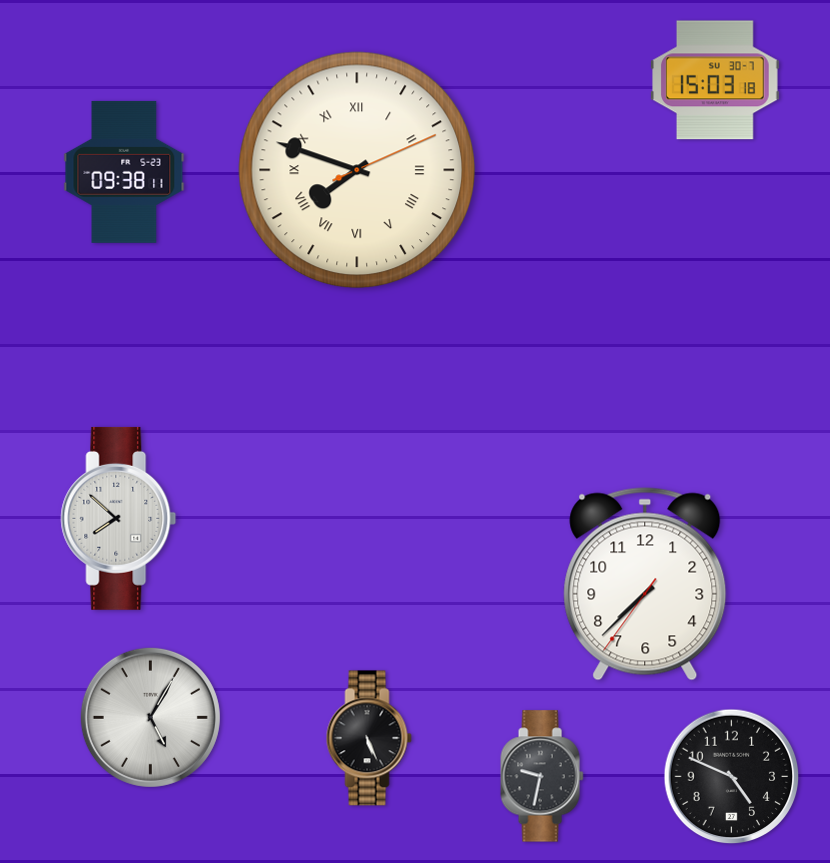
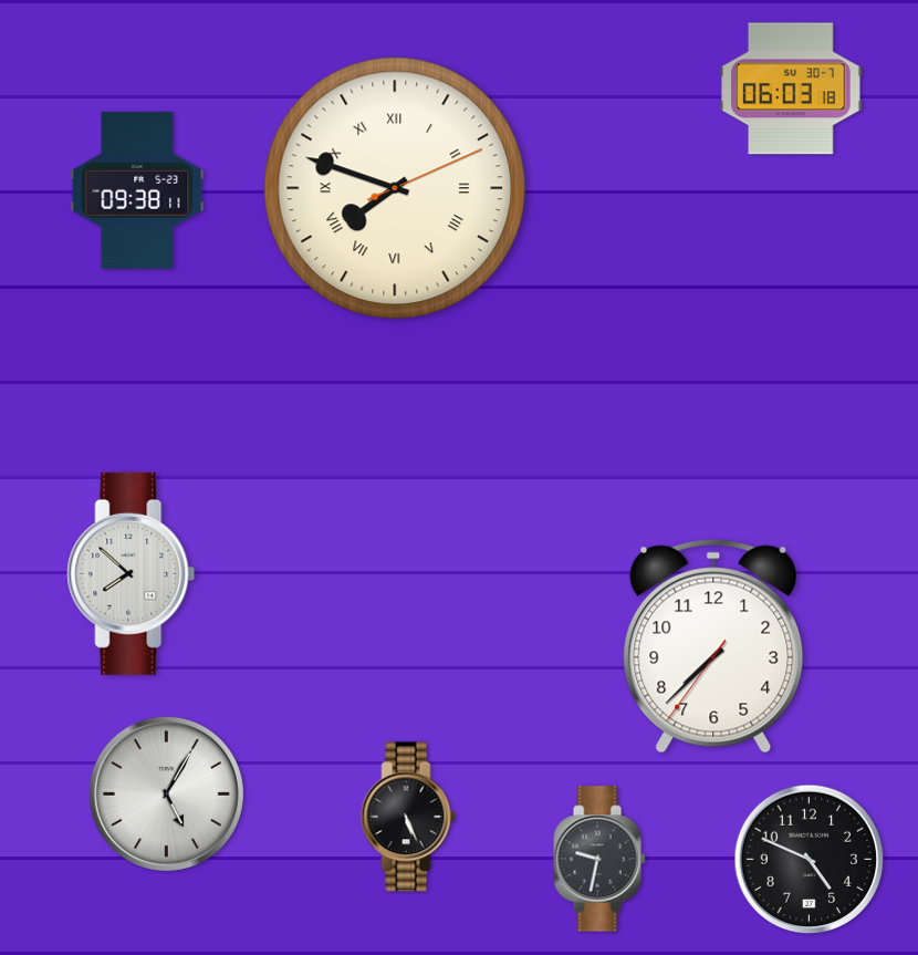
clock at (716, 80): 15:03 -> 06:03
